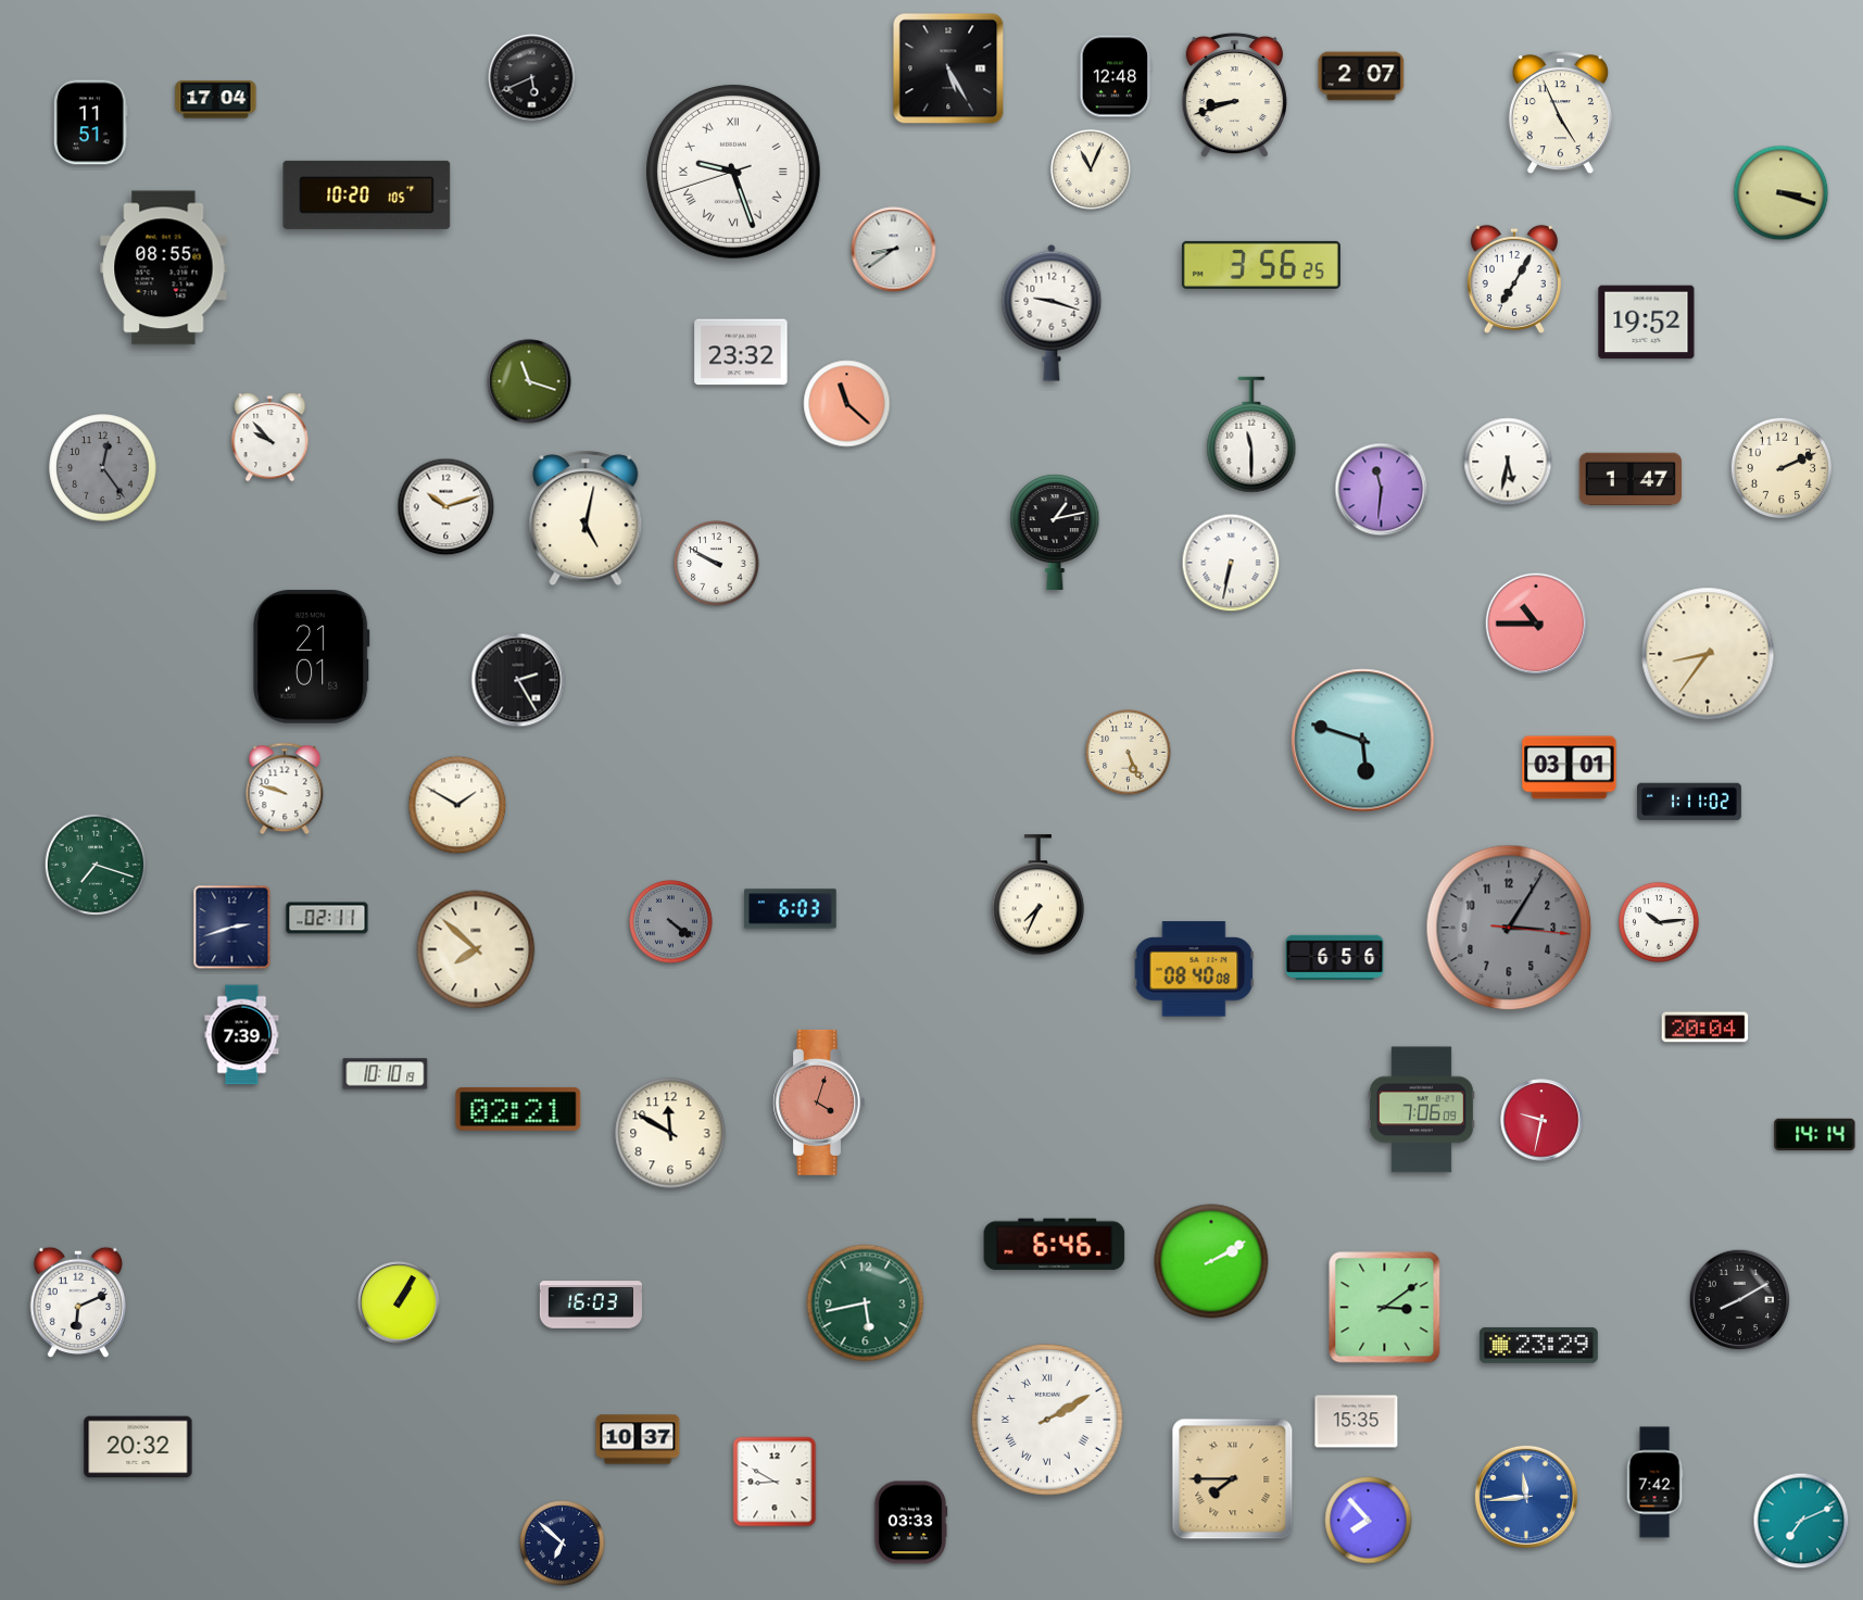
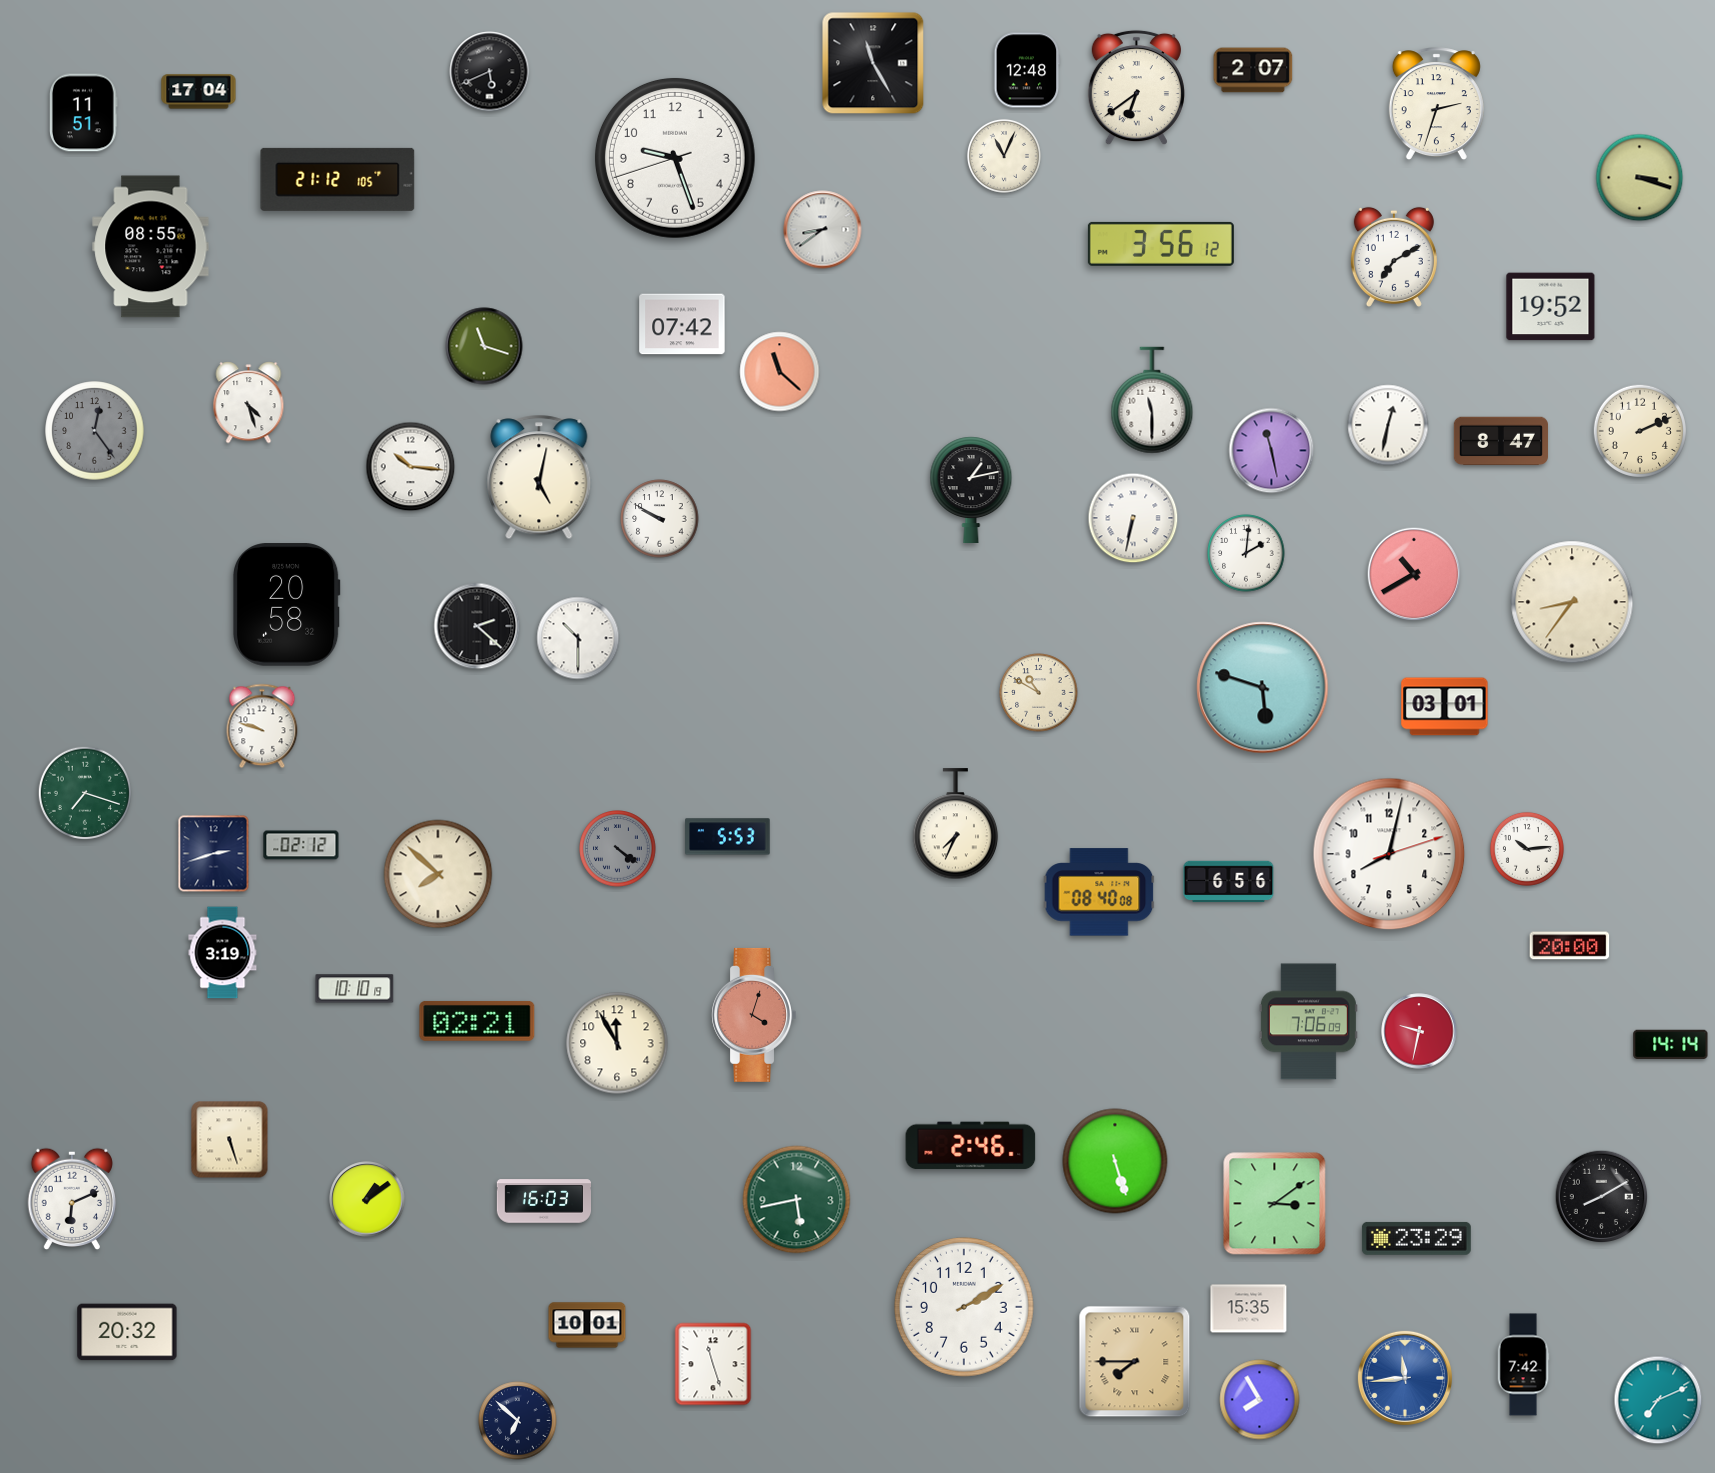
clock at (948, 68): 5:25 -> 11:25
clock at (1234, 96): 8:42 -> 6:39
clock at (1560, 113): 4:56 -> 2:33
clock at (733, 172) numerals: Roman -> Arabic
clock at (367, 194): 10:20 -> 21:12
clock at (1261, 265): 3:56:25 -> 3:56:12
clock at (1514, 279): 7:05 -> 7:10
clock at (1052, 313): 9:18 -> none
clock at (1647, 323) position: (1647, 323) -> (1551, 307)
clock at (741, 352): 23:32 -> 07:42
clock at (529, 381) position: (529, 381) -> (484, 346)
clock at (270, 438): 9:53 -> 4:27
clock at (1508, 462): 5:32 -> 12:32
clock at (1631, 479): 1:47 -> 8:47
clock at (1382, 490): 11:31 -> 11:28
clock at (446, 507): 10:12 -> 10:16
clock at (1246, 553): none -> 2:01
clock at (1536, 623): 10:45 -> 10:40
clock at (311, 657): 21:01 -> 20:58
clock at (518, 680): 2:25 -> 2:22
clock at (578, 638): none -> 10:30
clock at (1363, 741) position: (1363, 741) -> (1263, 688)
clock at (1129, 753): 5:26 -> 10:50
clock at (1689, 802): 1:11 -> none
clock at (457, 805): 1:50 -> none
clock at (95, 864) position: (95, 864) -> (84, 792)
clock at (791, 909): 6:03 -> 5:53
clock at (327, 918): 02:11 -> 02:12
clock at (1509, 928): 3:05 -> 8:02
clock at (1509, 928) dial: grey -> white
clock at (1705, 1028): 20:04 -> 20:00
clock at (242, 1035): 7:39 -> 3:19
clock at (670, 1133): 11:50 -> 11:55
clock at (230, 1140): none -> 5:27
clock at (1055, 1245): 6:46 -> 2:46
clock at (1211, 1261): 2:10 -> 5:27
clock at (399, 1302): 1:05 -> 1:09
clock at (1048, 1421) numerals: Roman -> Arabic
clock at (638, 1439): 10:37 -> 10:01
clock at (775, 1482): 8:50 -> 11:27
clock at (1369, 1521): 7:53 -> 7:55
clock at (910, 1523): 03:33 -> none
